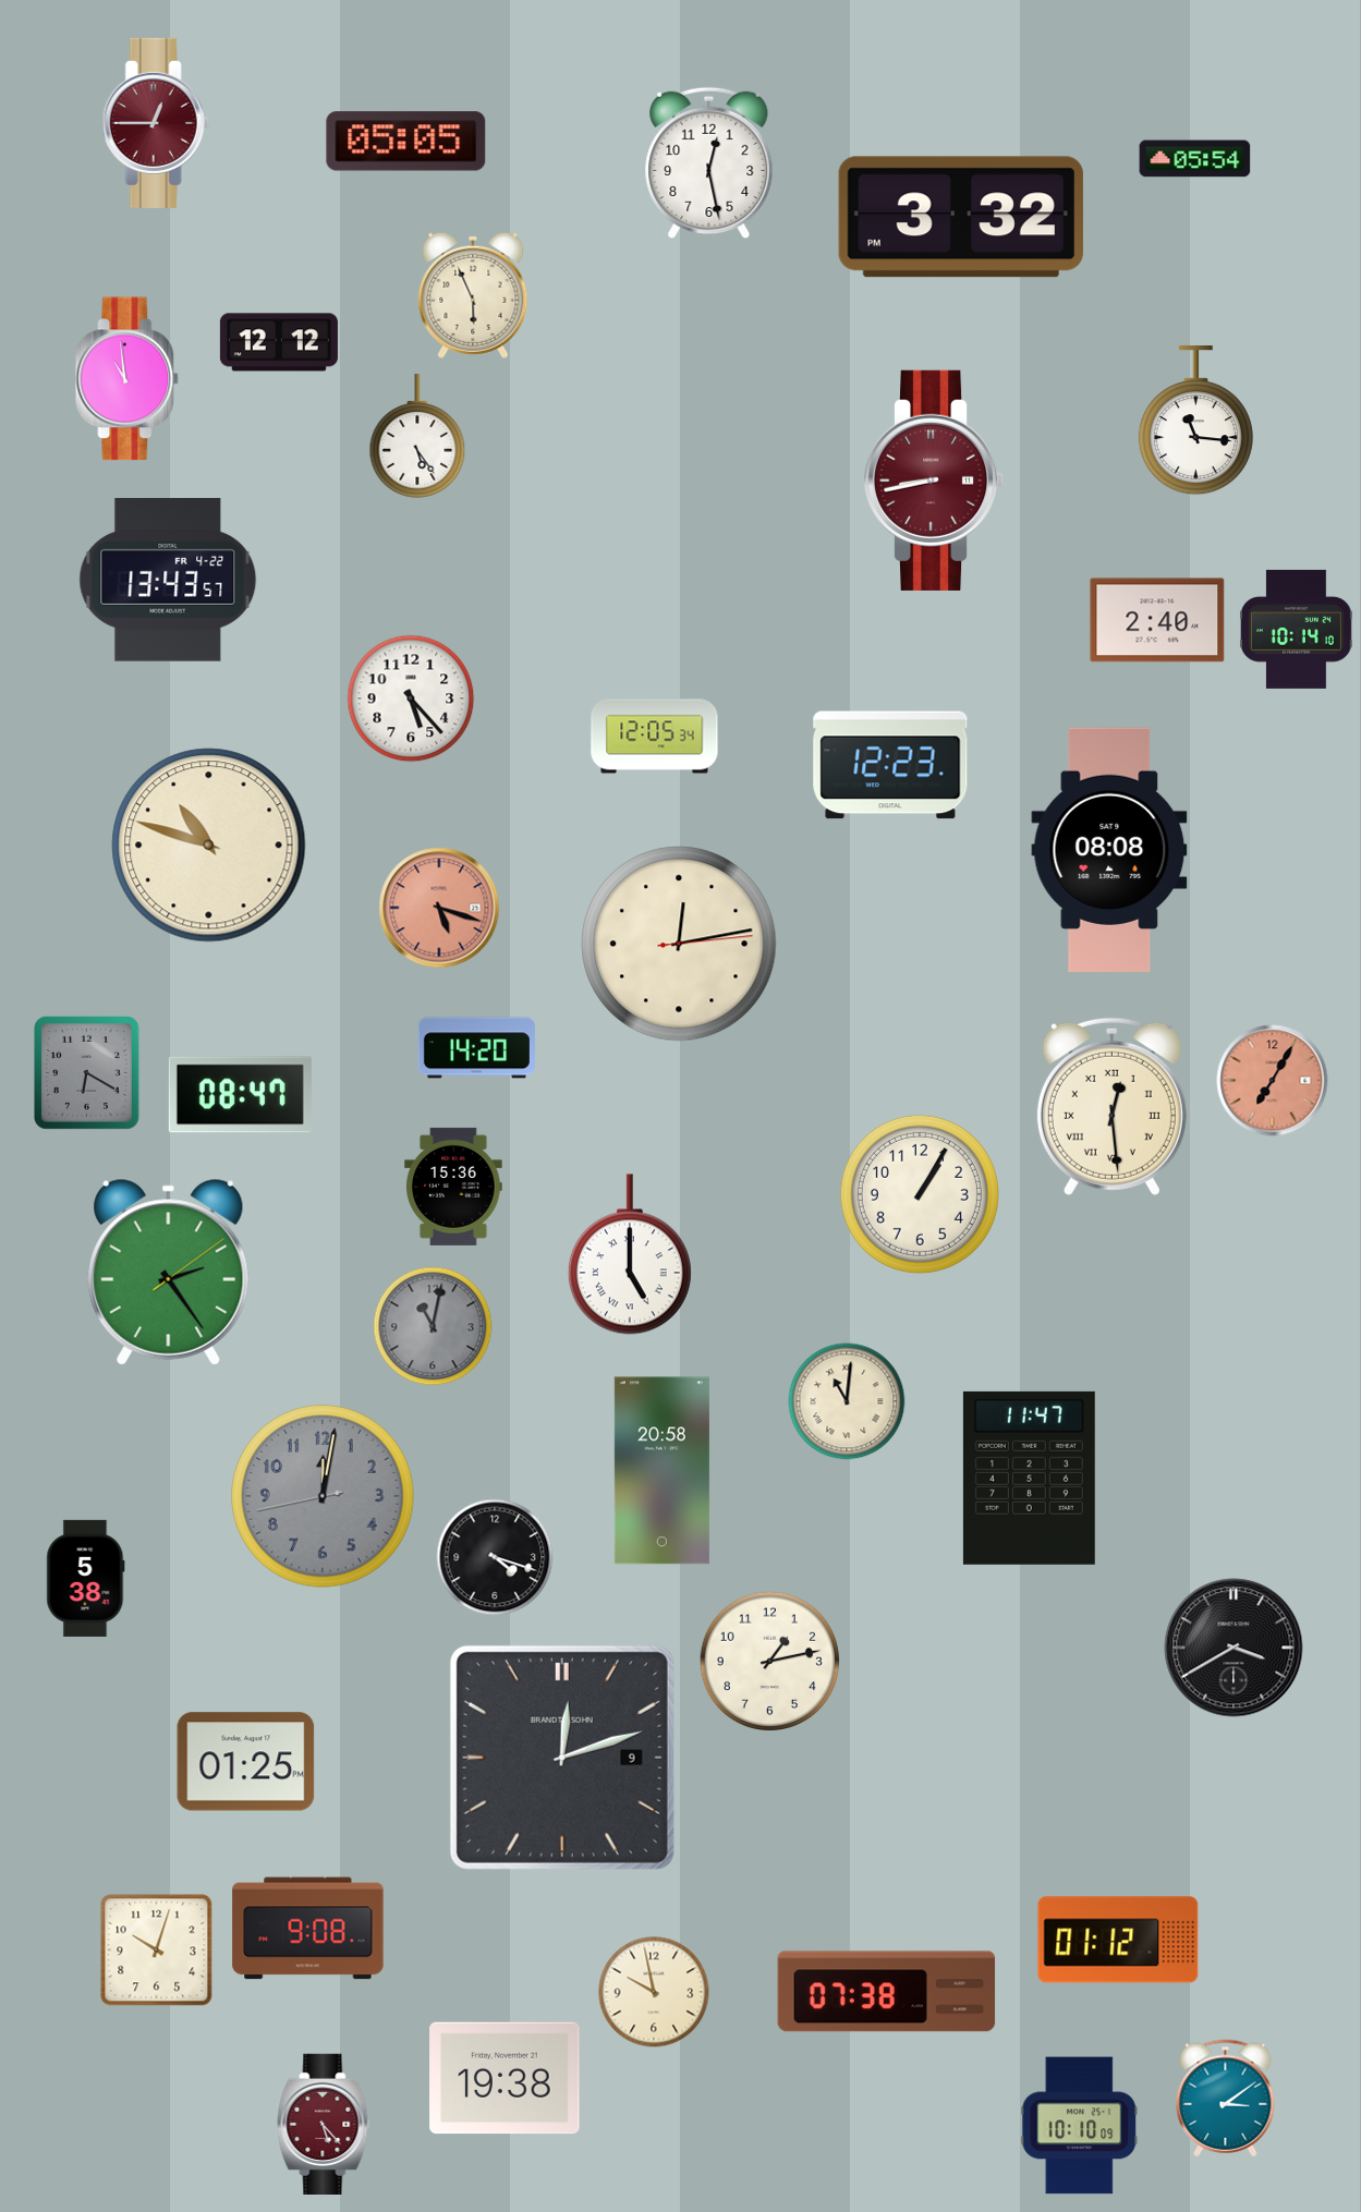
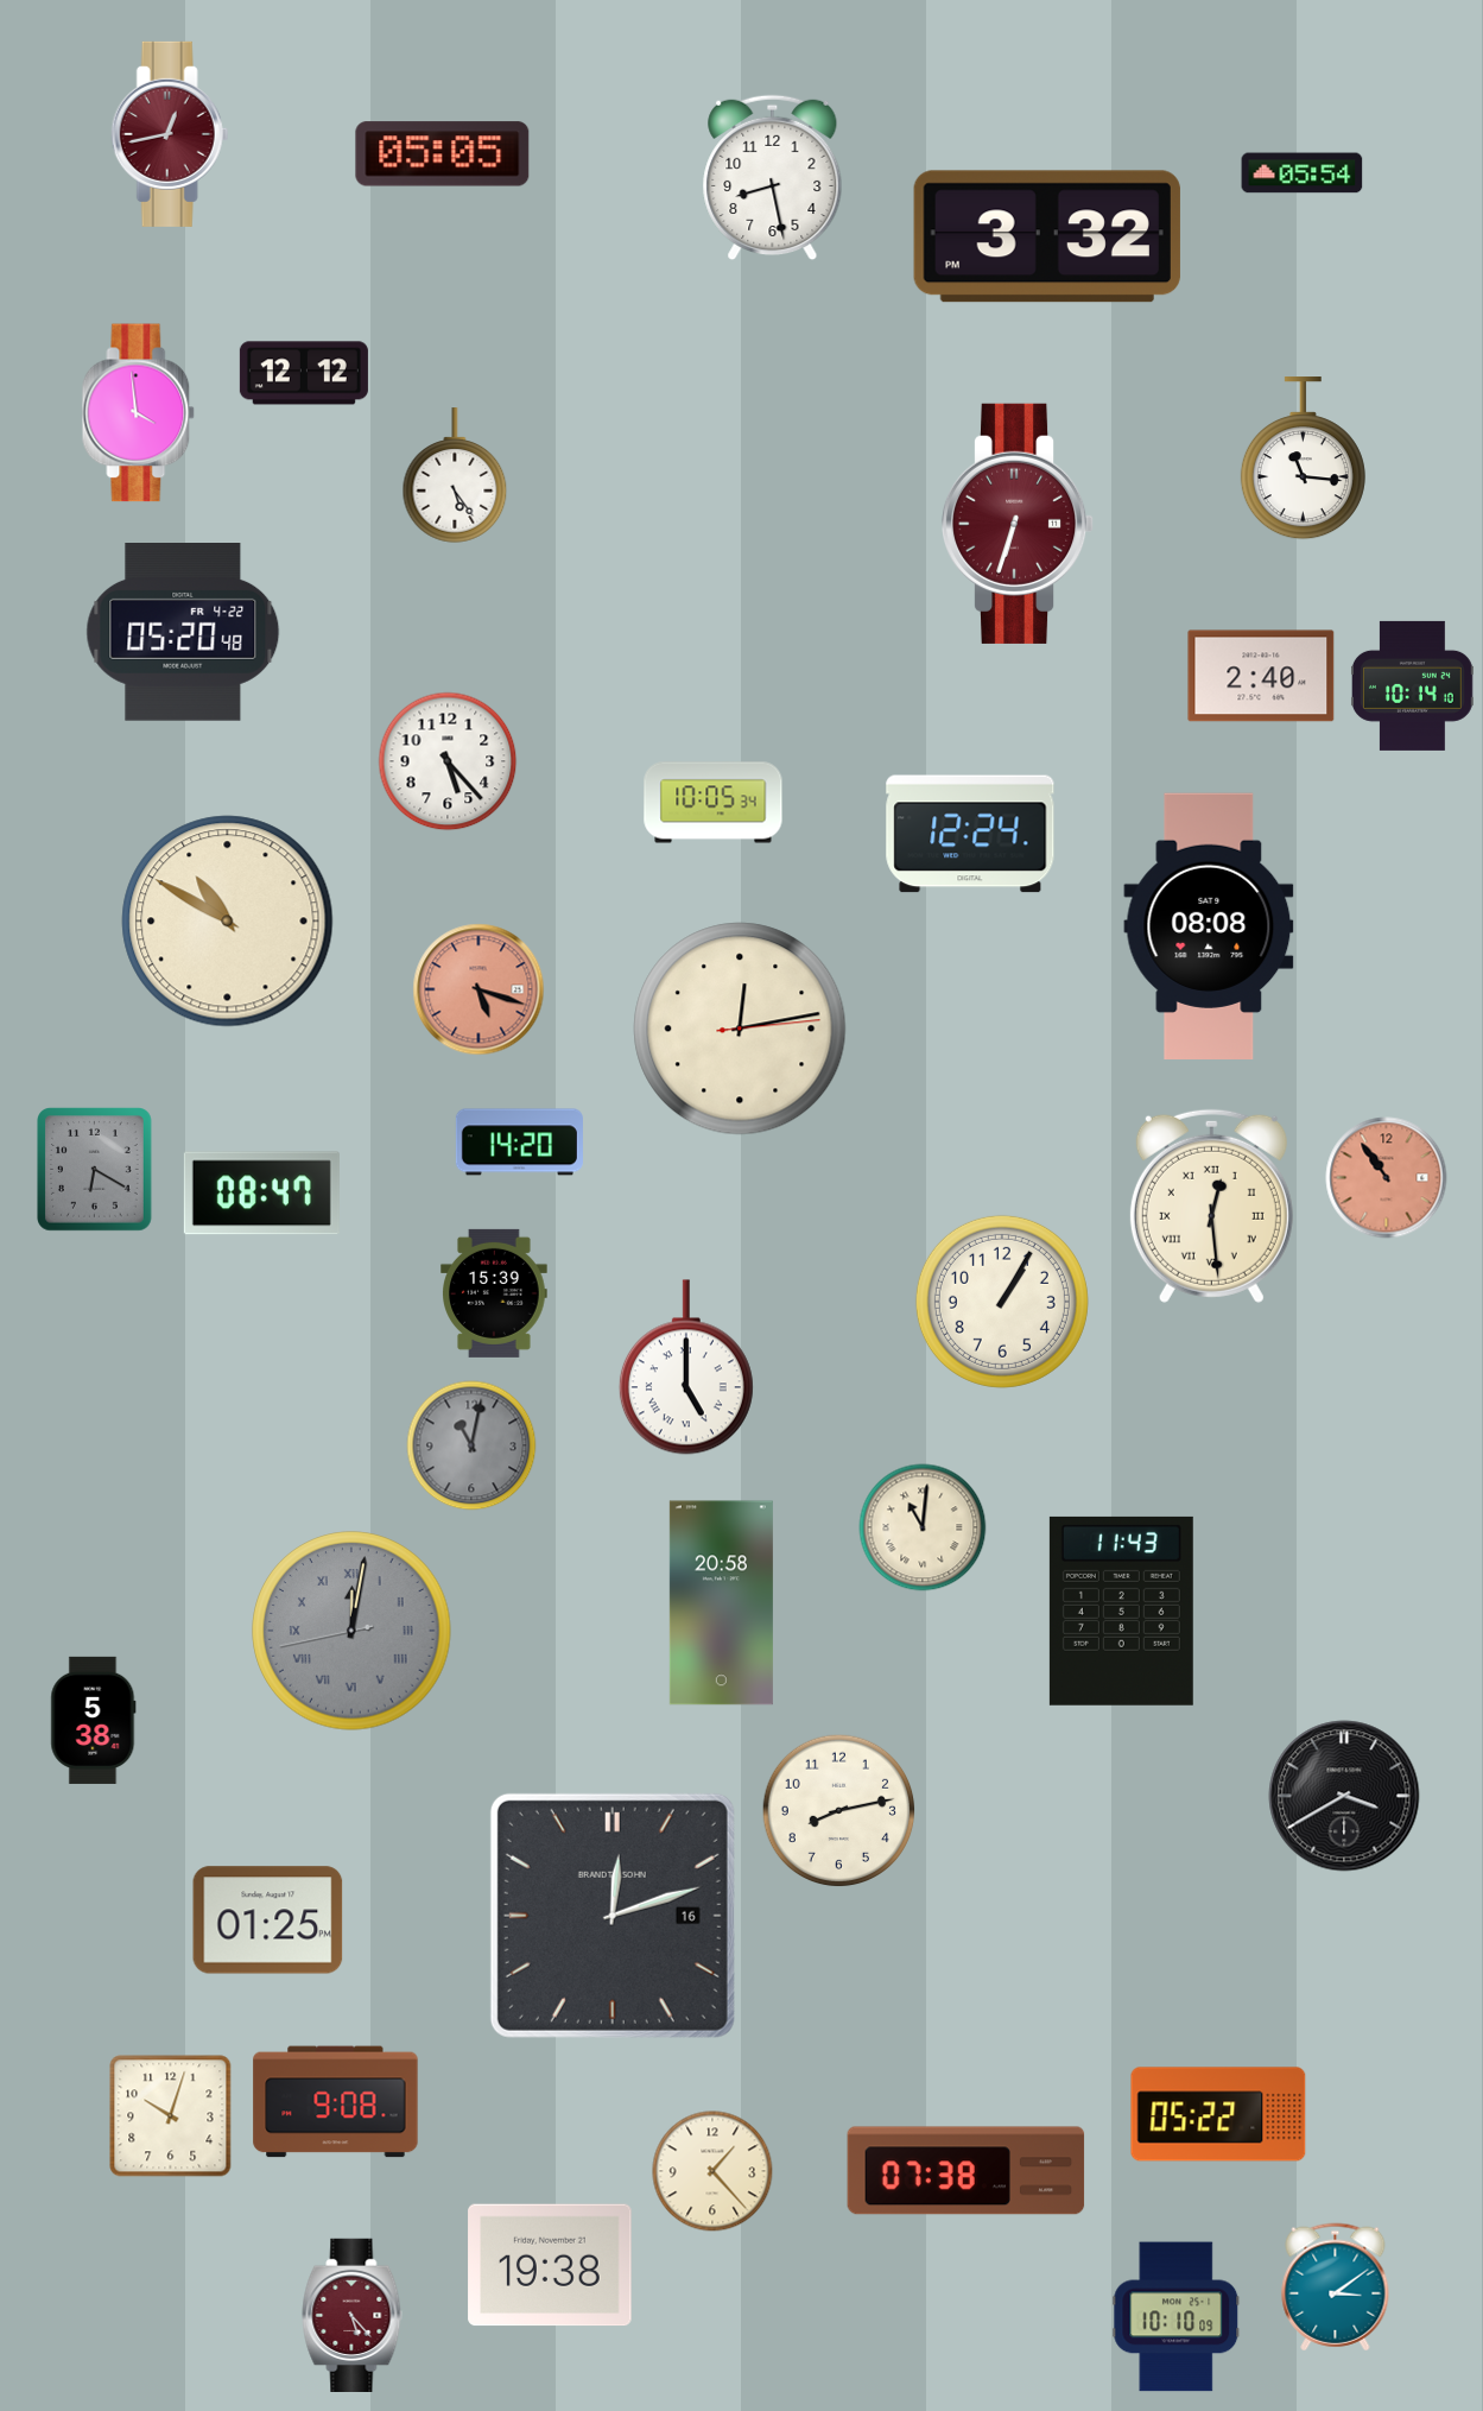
clock at (156, 123): 12:45 -> 12:43
clock at (709, 163): 12:28 -> 8:28
clock at (473, 295): 5:56 -> none
clock at (127, 379): 10:59 -> 3:59
clock at (934, 481): 8:43 -> 6:33
clock at (168, 581): 13:43 -> 05:20
clock at (655, 737): 12:05 -> 10:05
clock at (890, 765): 12:23 -> 12:24
clock at (209, 846): 10:48 -> 10:50
clock at (1273, 1081): 7:05 -> 10:54
clock at (454, 1187): 15:36 -> 15:39
clock at (169, 1272): 2:24 -> none
clock at (1029, 1478): 11:47 -> 11:43
clock at (323, 1496) numerals: Arabic -> Roman
clock at (495, 1557): 4:18 -> none
clock at (770, 1662): 1:13 -> 8:13
clock at (562, 1758) date: 9 -> 16
clock at (1118, 1940): 01:12 -> 05:22
clock at (157, 1950) position: (157, 1950) -> (171, 2116)
clock at (654, 1992): 9:58 -> 1:23
